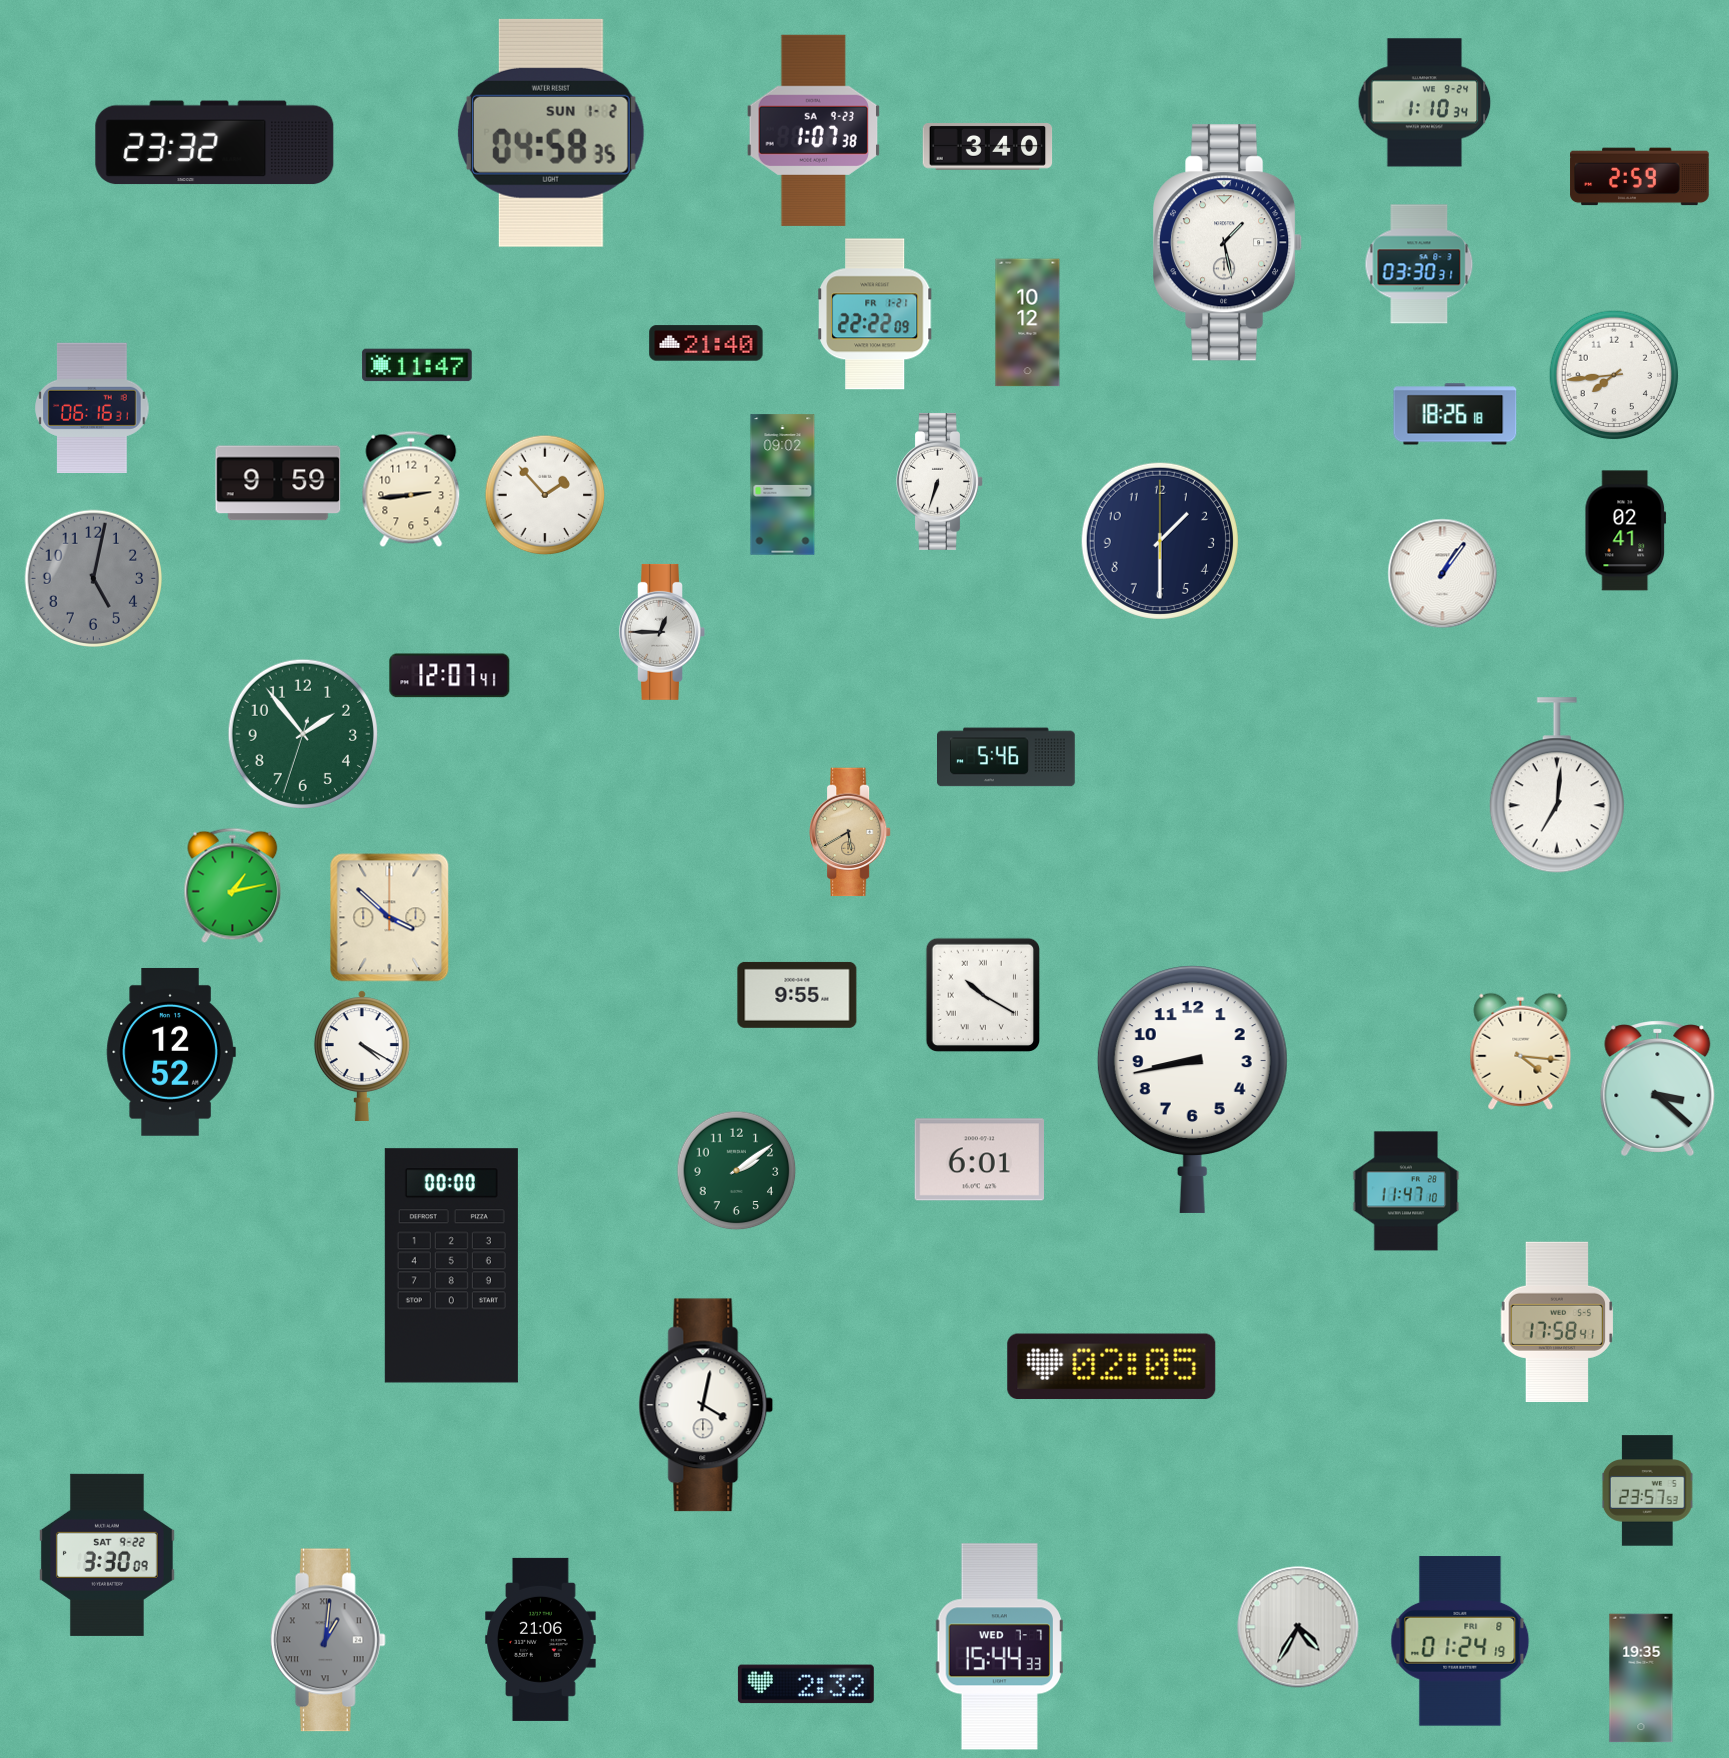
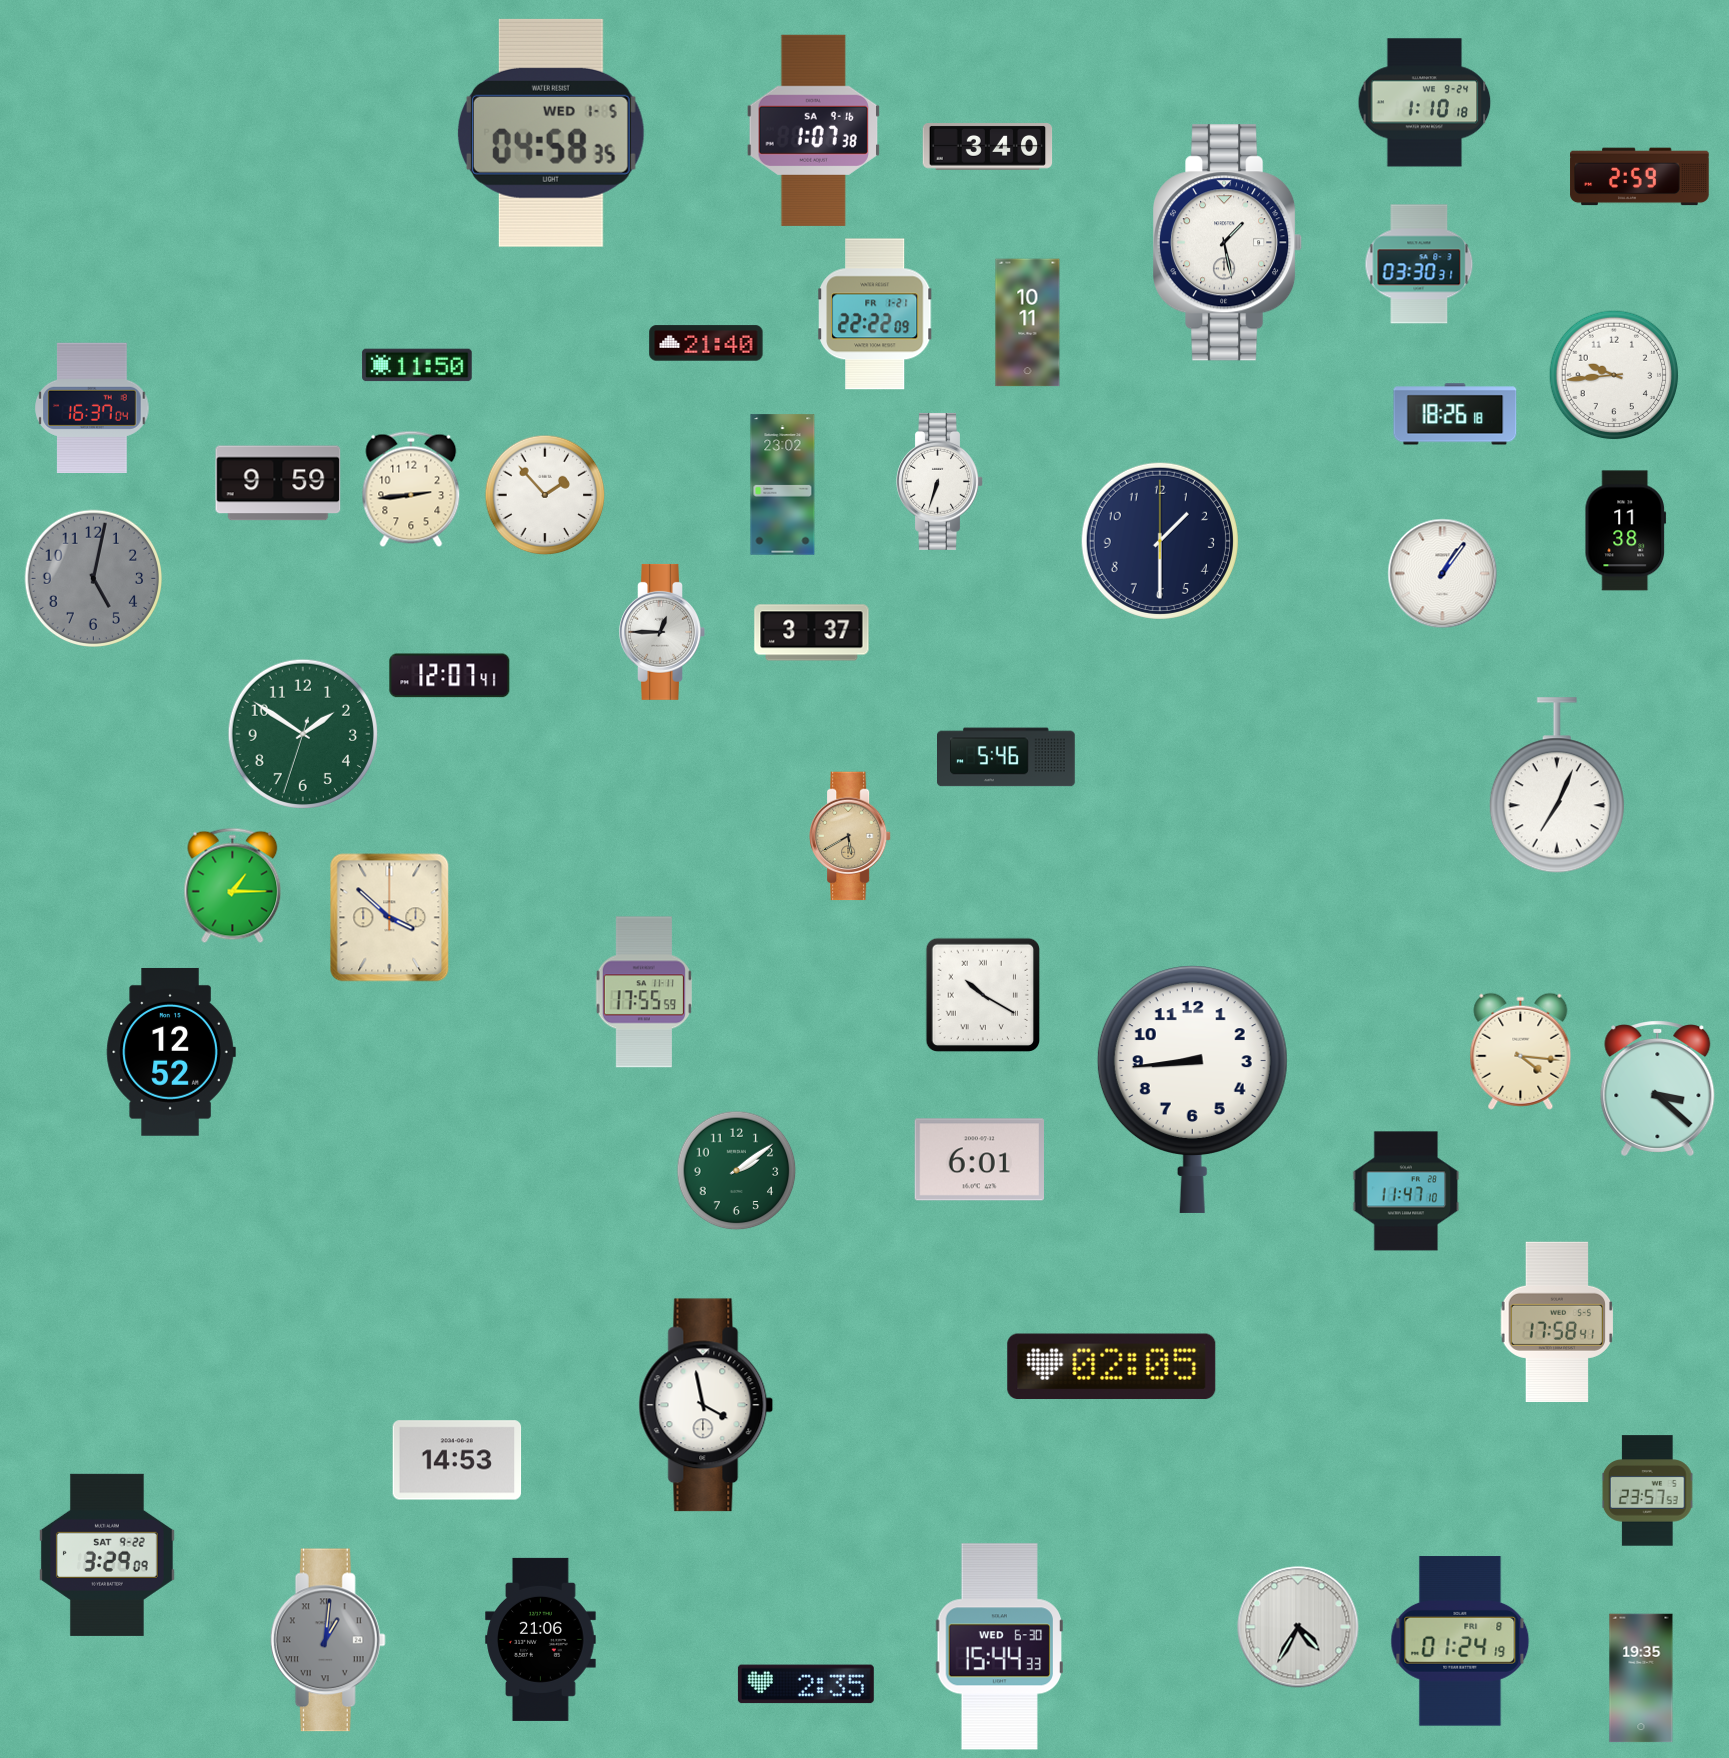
clock at (1425, 103): 1:10:34 -> 1:10:18
clock at (813, 130) date: SA 9-23 -> SA 9-16
clock at (551, 133) date: SUN 1-2 -> WED 1-5
clock at (215, 143): 23:32 -> none
clock at (1028, 323): 10:12 -> 10:11
clock at (417, 365): 11:47 -> 11:50
clock at (1614, 375): 7:44 -> 9:44
clock at (92, 407): 06:16 -> 16:37
clock at (783, 485): 09:02 -> 23:02
clock at (1626, 531): 02:41 -> 11:38
clock at (812, 633): none -> 3:37
clock at (303, 734): 1:53 -> 1:50
clock at (1557, 786): 7:01 -> 7:04
clock at (851, 832) position: (851, 832) -> (851, 836)
clock at (233, 886): 1:13 -> 1:15
clock at (644, 992): none -> 17:55
clock at (797, 995): 9:55 -> none
clock at (362, 1055): 4:20 -> none
clock at (1192, 1089): 8:43 -> 8:44
clock at (451, 1266): 00:00 -> none
clock at (706, 1405): 4:02 -> 3:58
clock at (457, 1460): none -> 14:53
clock at (107, 1555): 3:30 -> 3:29
clock at (1000, 1647) date: WED 7-7 -> WED 6-30
clock at (806, 1684): 2:32 -> 2:35
